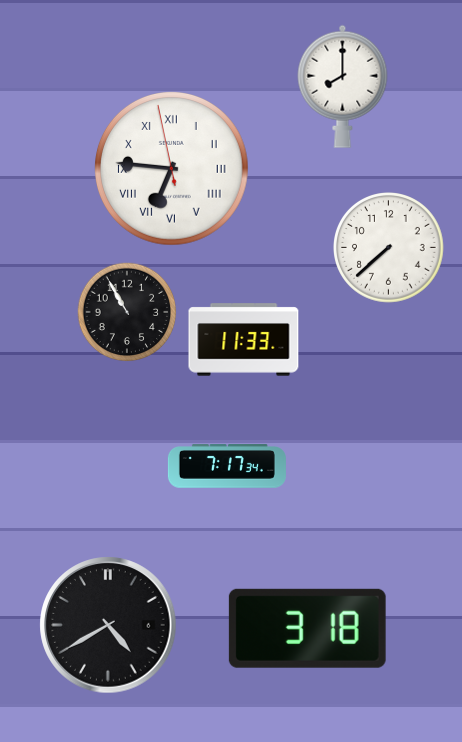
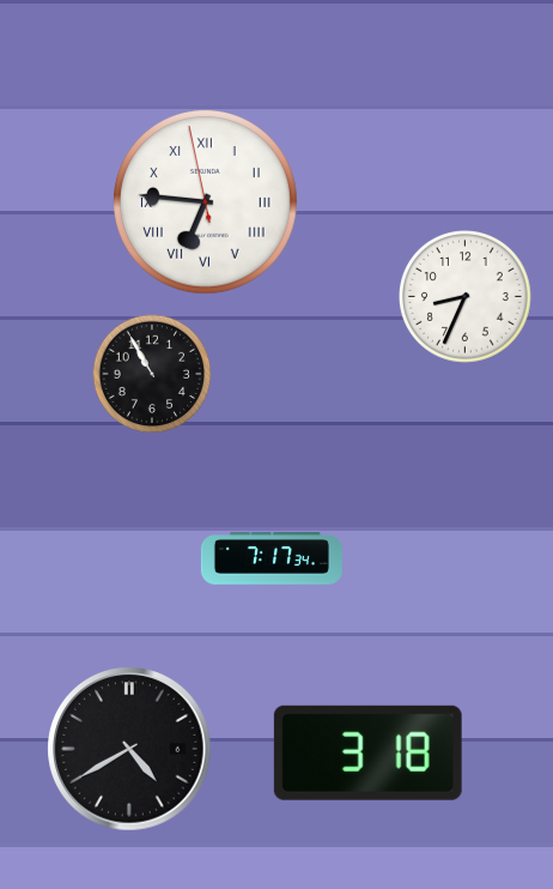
clock at (343, 86): 8:00 -> none
clock at (389, 248): 7:38 -> 8:34
clock at (244, 340): 11:33 -> none
